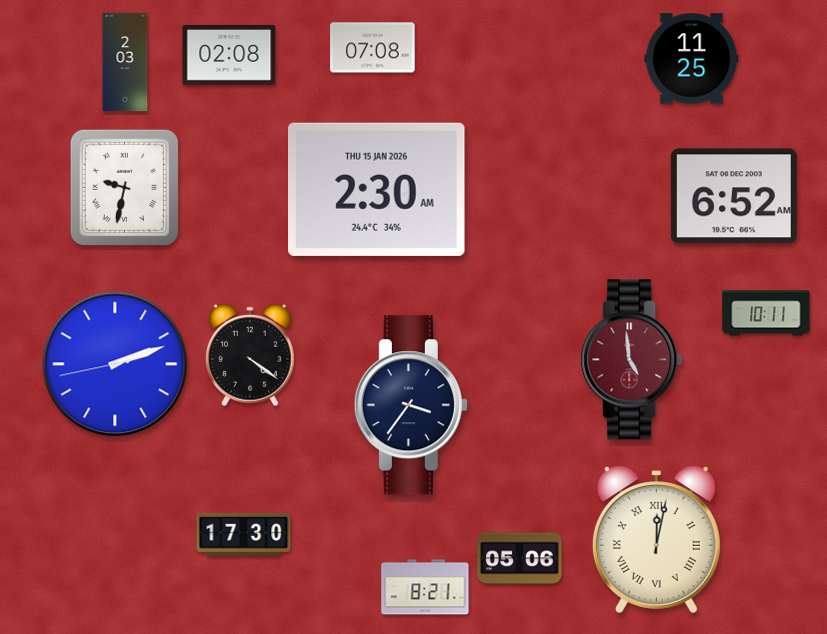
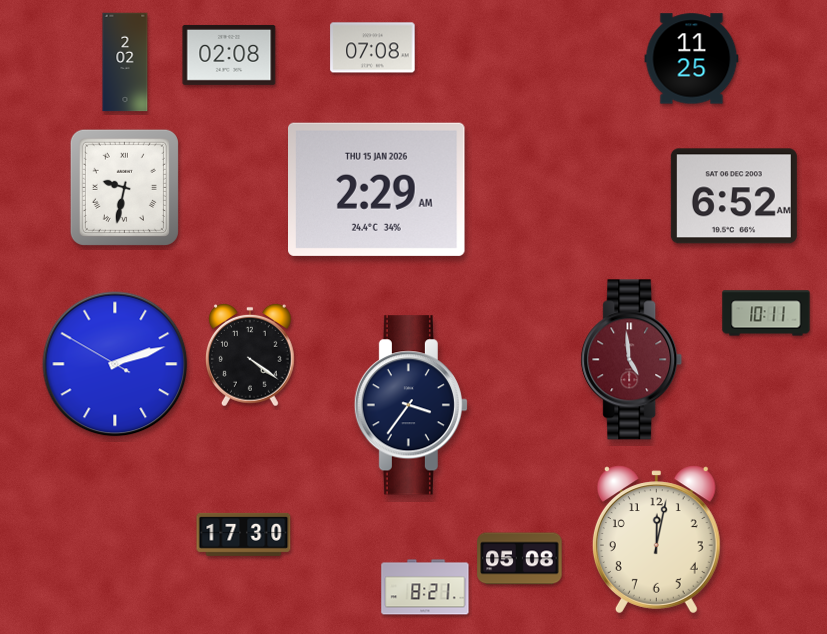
clock at (125, 62): 2:03 -> 2:02
clock at (377, 189): 2:30 -> 2:29
clock at (115, 364): 2:11:43 -> 2:11:50
clock at (656, 540) numerals: Roman -> Arabic
clock at (520, 559): 05:06 -> 05:08
